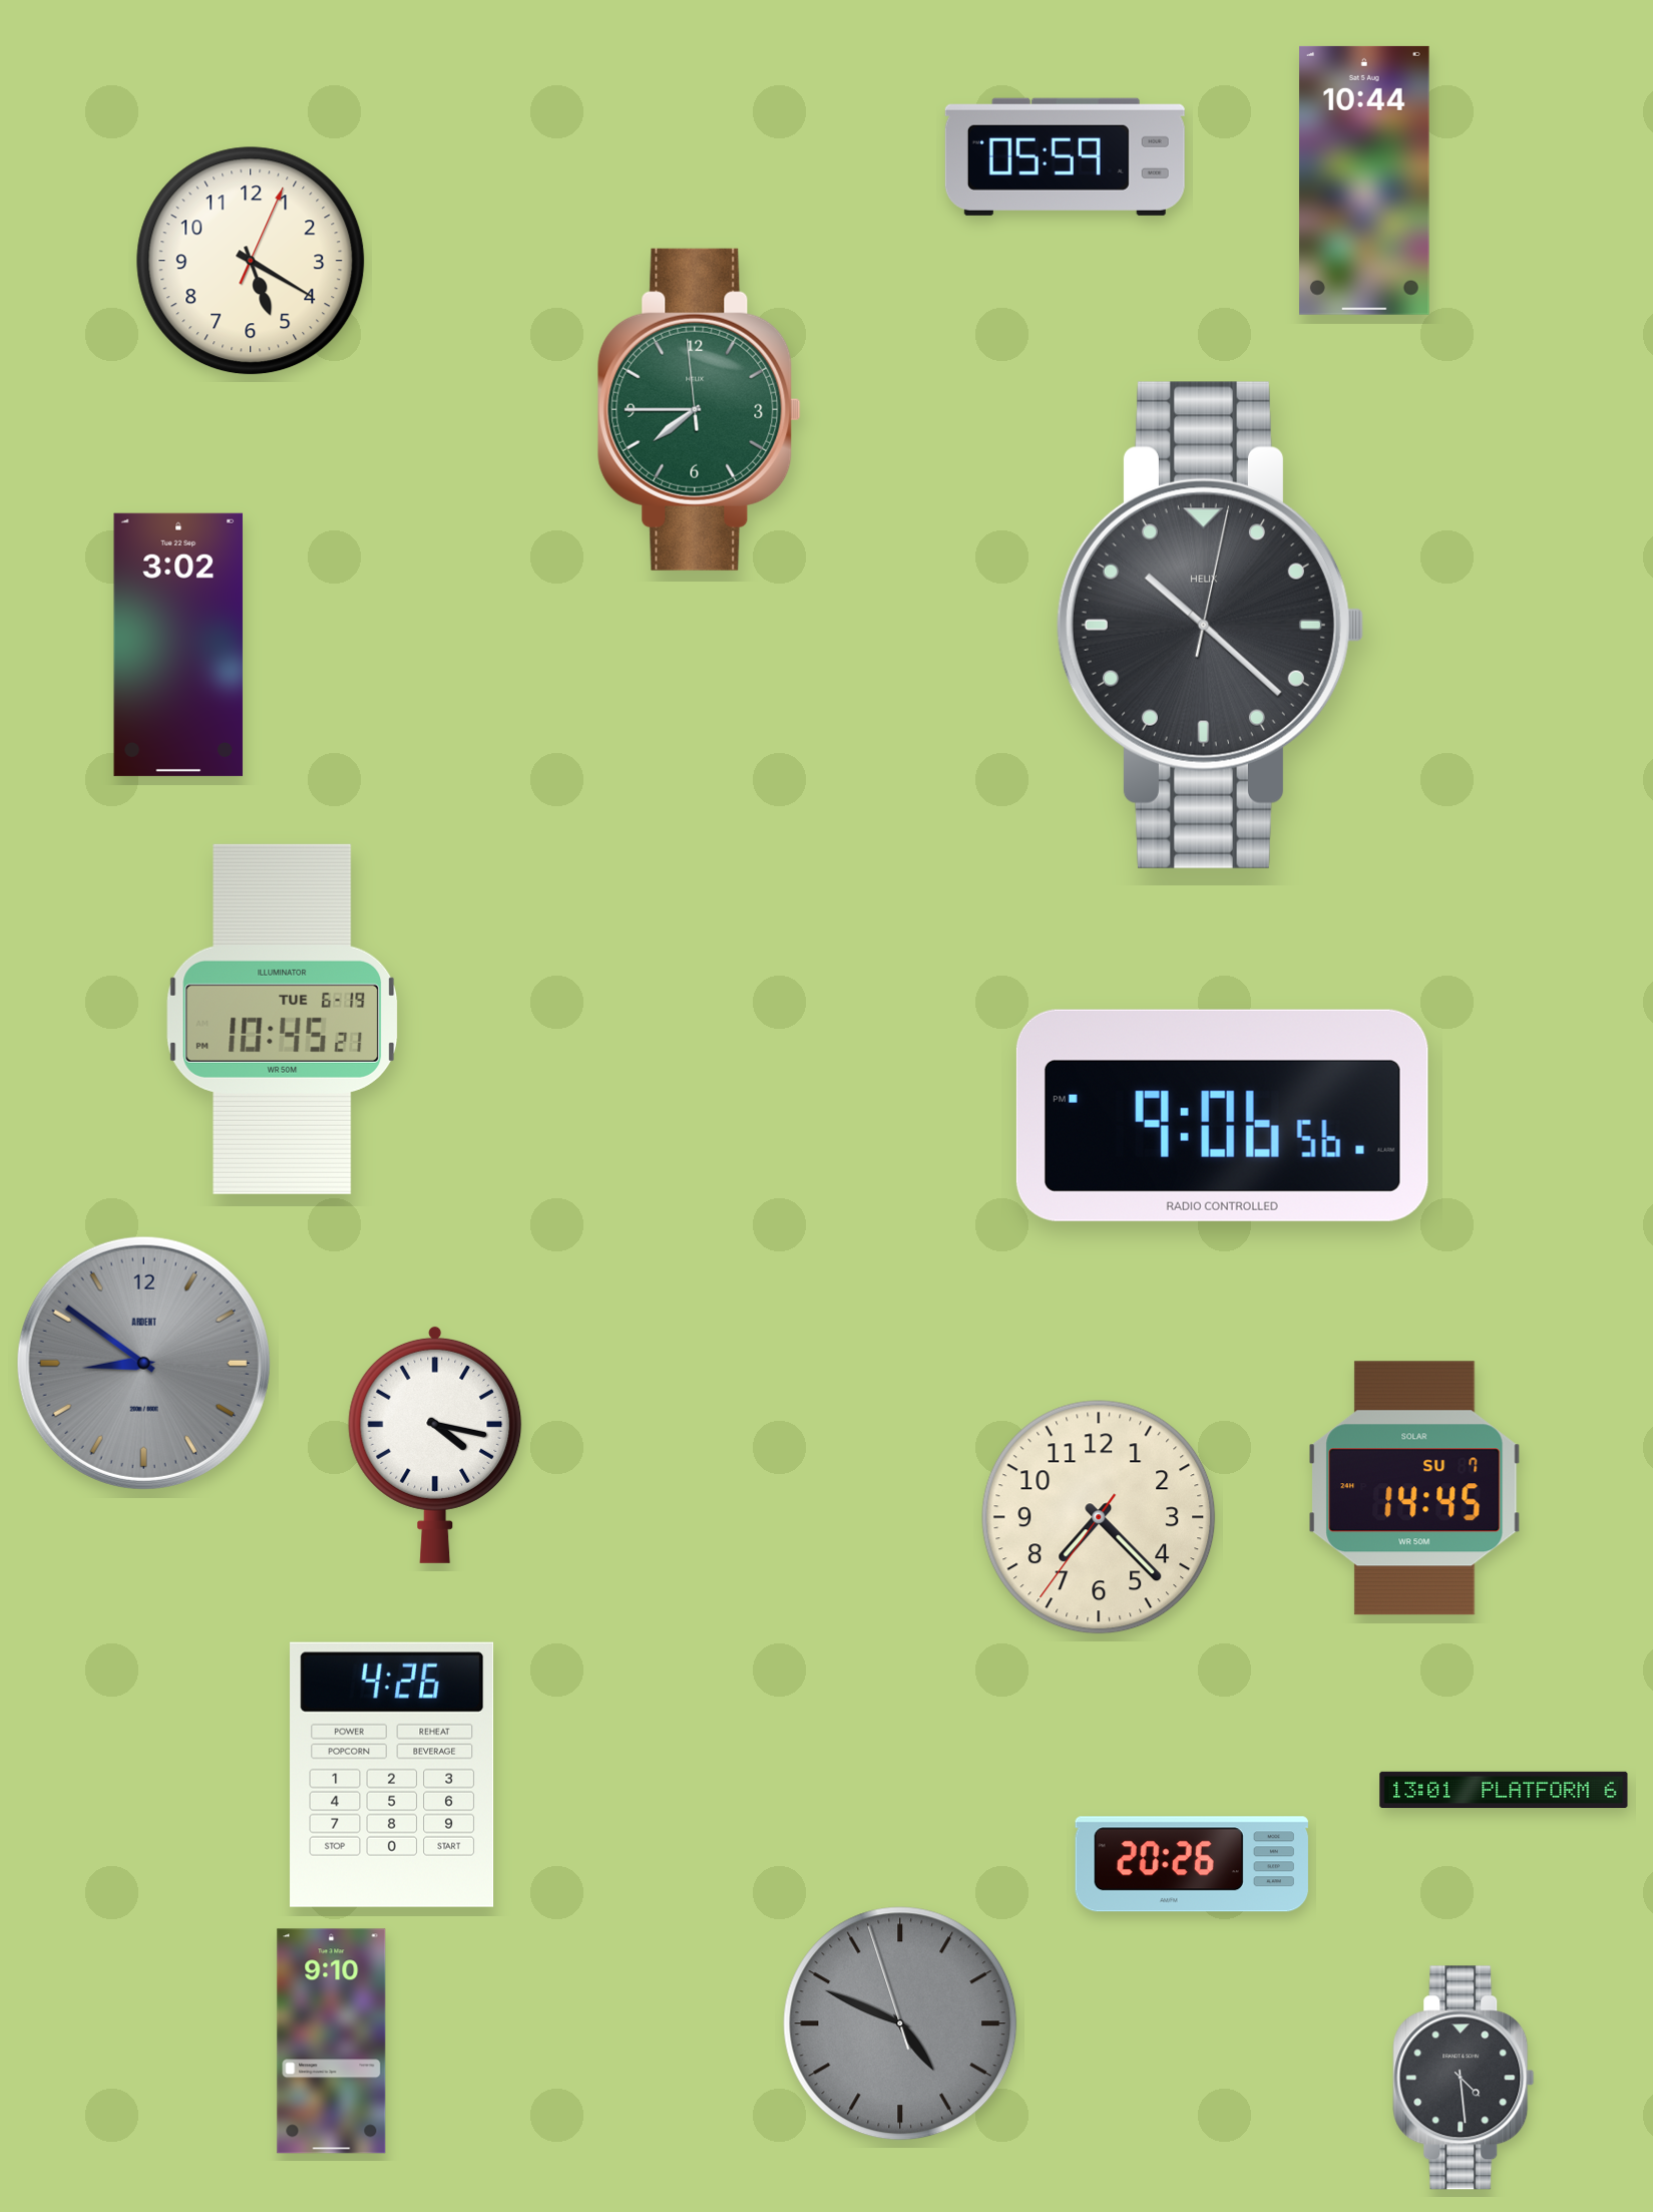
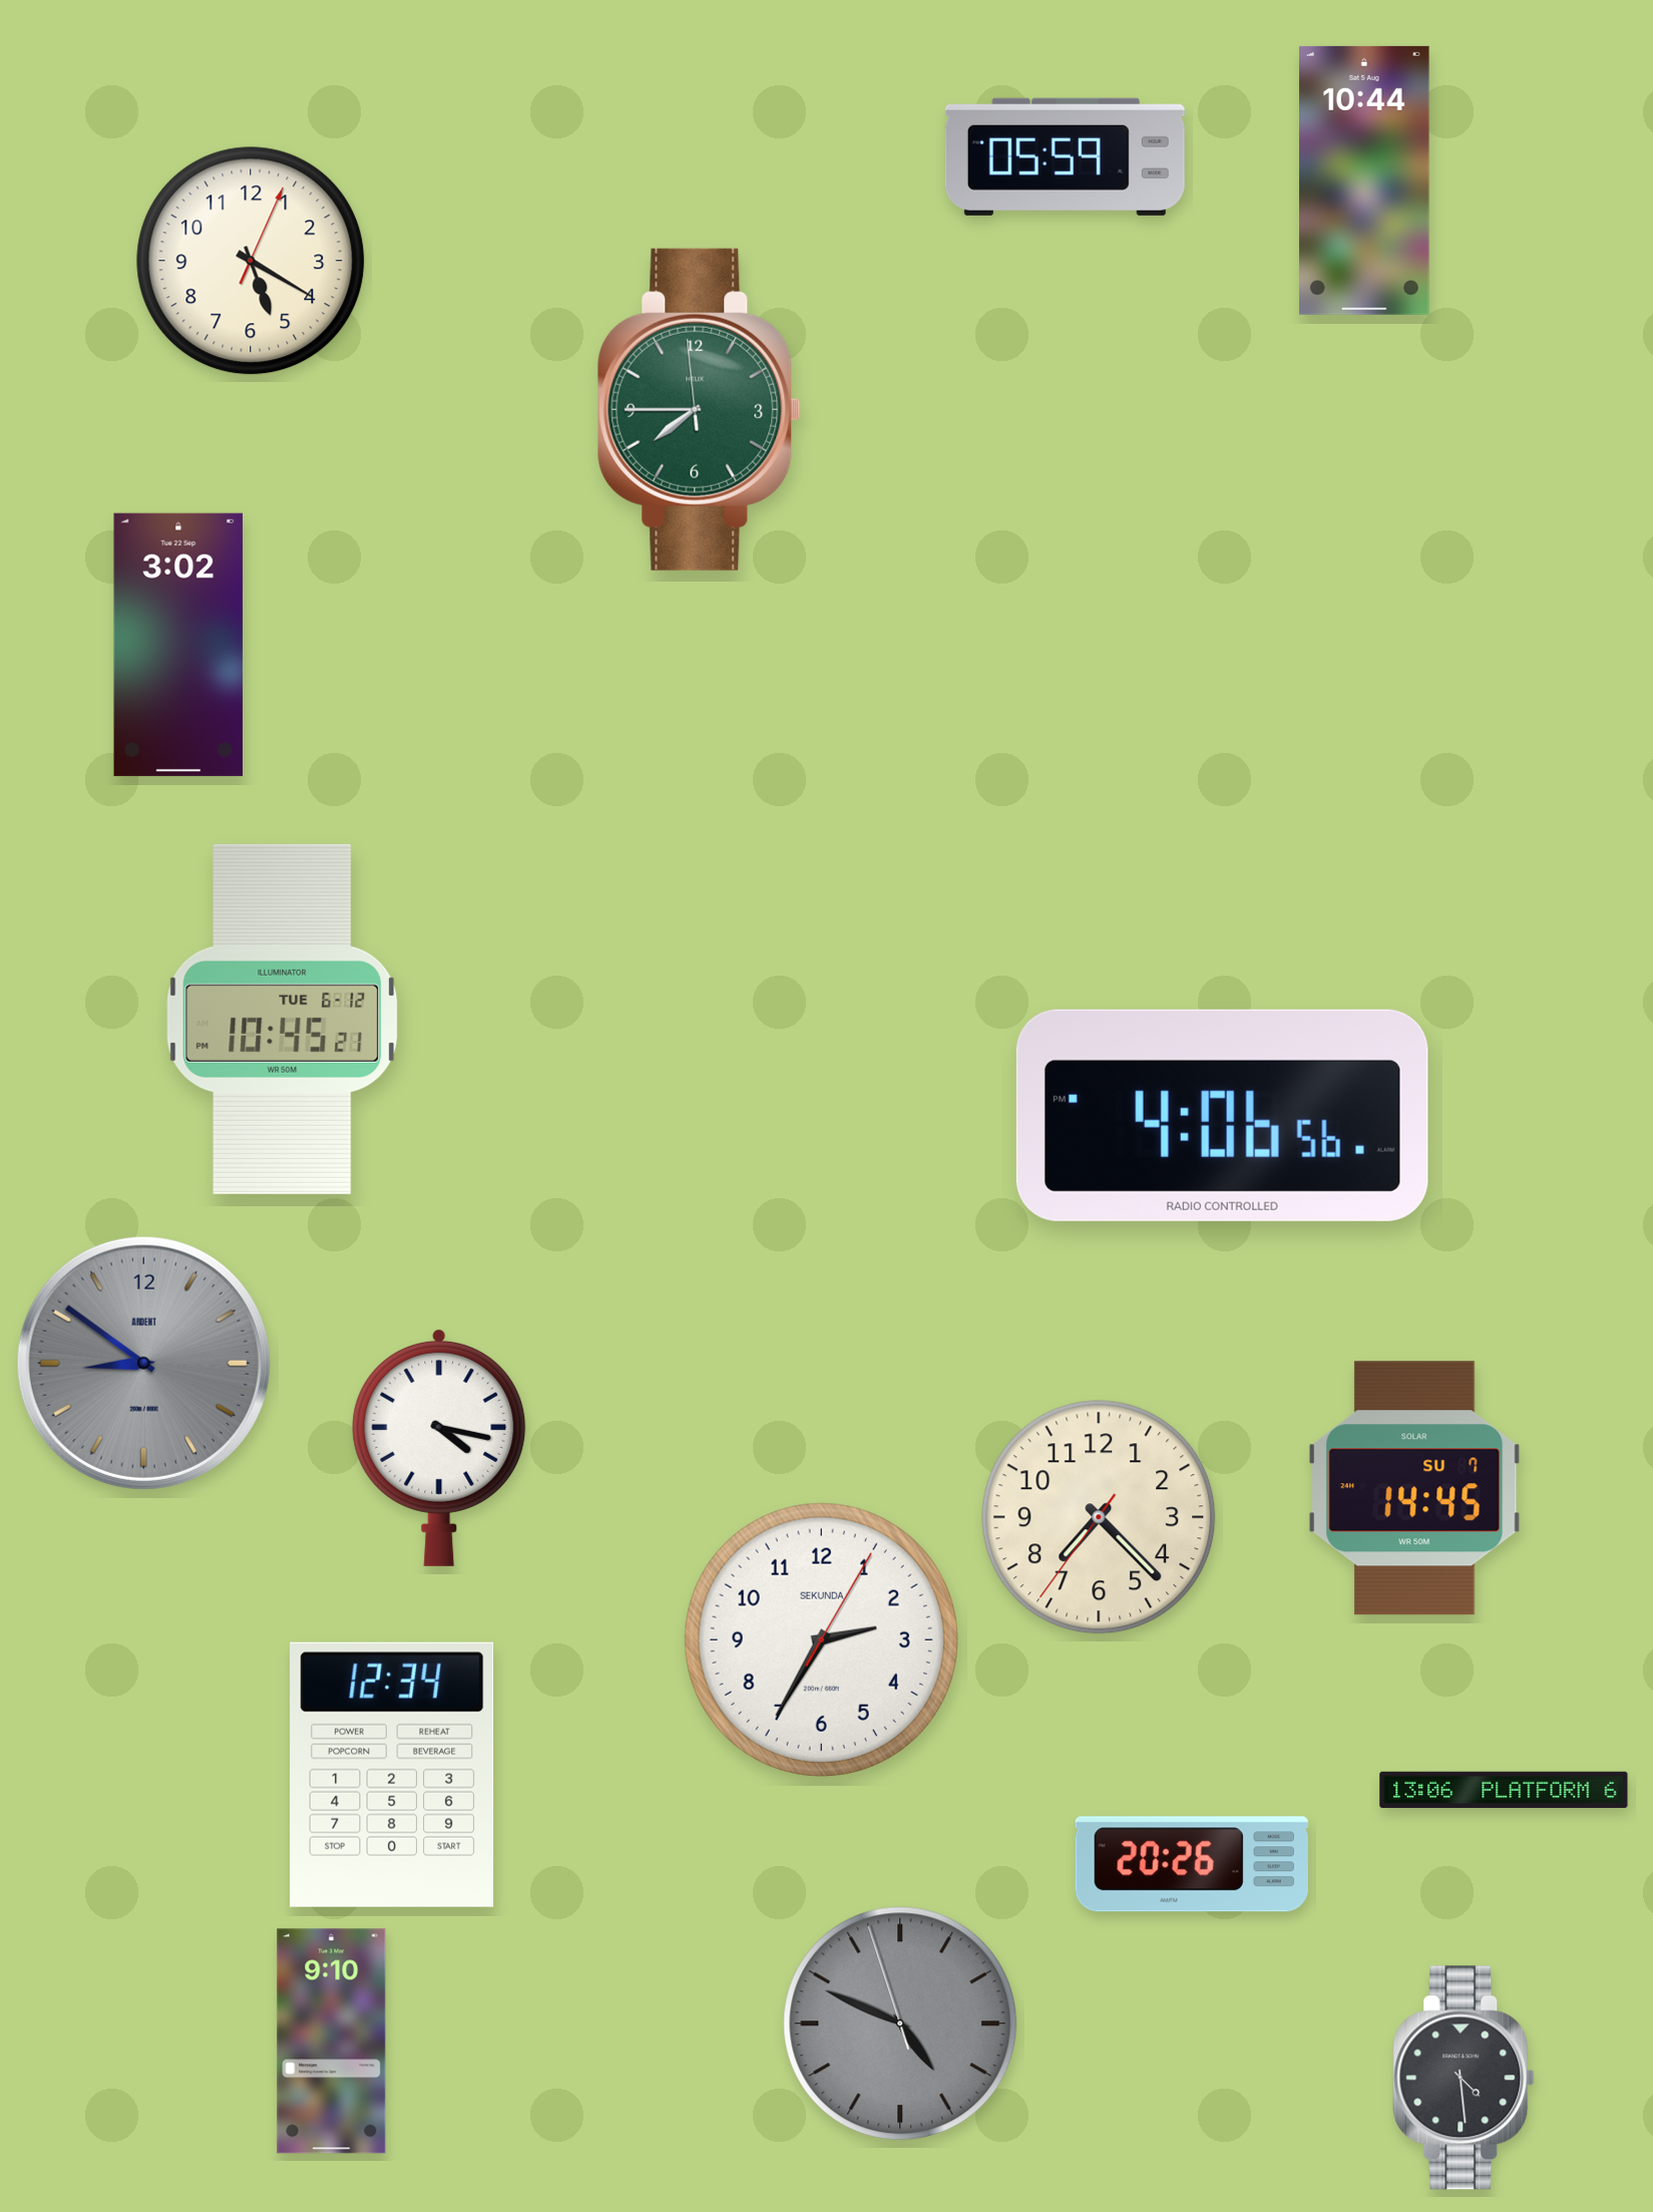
clock at (1210, 625): 10:22 -> none
clock at (283, 1019) date: TUE 6-19 -> TUE 6-12
clock at (1222, 1115): 9:06 -> 4:06
clock at (435, 1444) position: (435, 1444) -> (439, 1447)
clock at (821, 1639): none -> 2:35
clock at (392, 1775): 4:26 -> 12:34
clock at (1504, 1790): 13:01 -> 13:06
